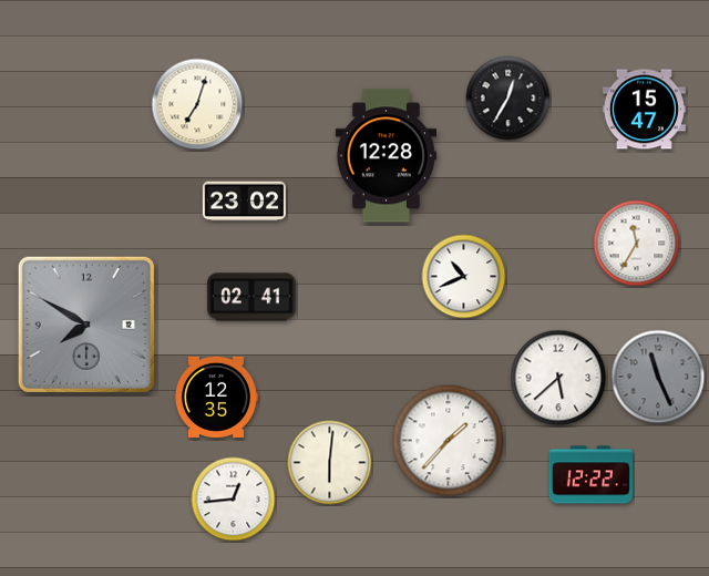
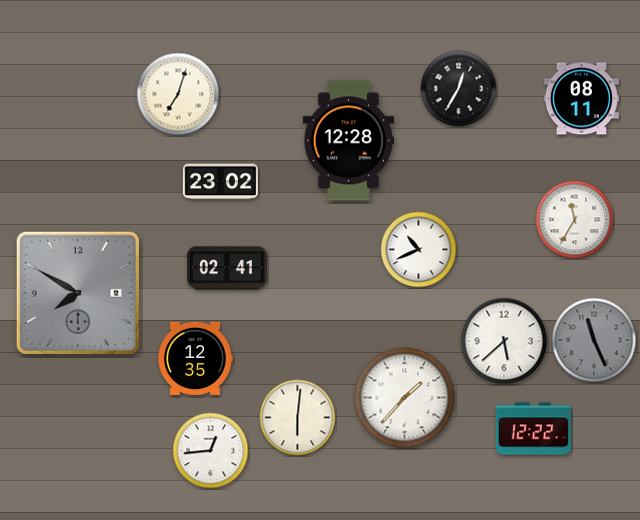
clock at (644, 110): 15:47 -> 08:11
